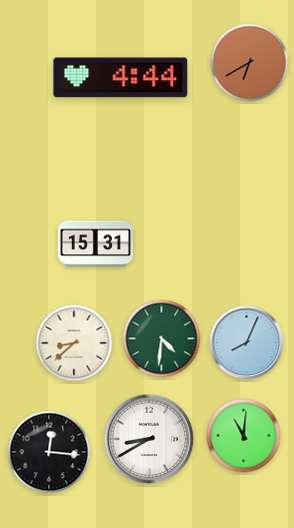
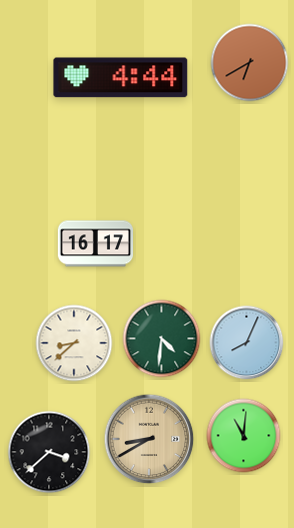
clock at (95, 244): 15:31 -> 16:17
clock at (149, 439) dial: white -> champagne
clock at (49, 452): 12:16 -> 3:38
